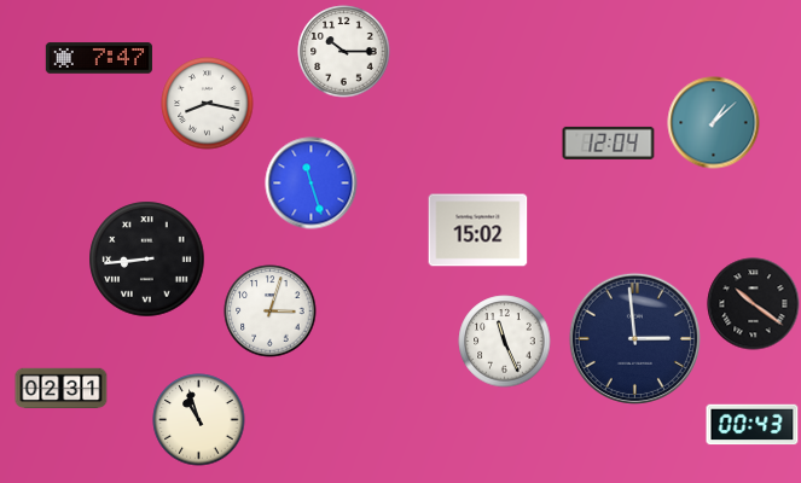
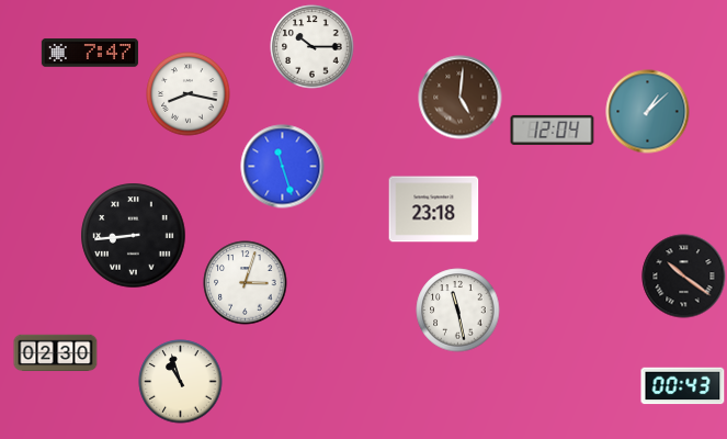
clock at (461, 98): none -> 5:01
clock at (478, 231): 15:02 -> 23:18
clock at (634, 338): 2:59 -> none
clock at (505, 342): 11:26 -> 11:28
clock at (62, 389): 02:31 -> 02:30
